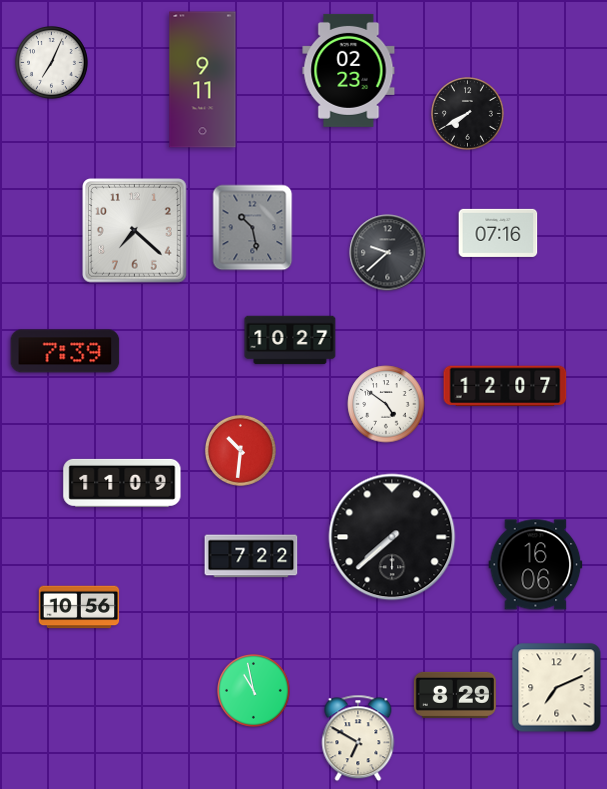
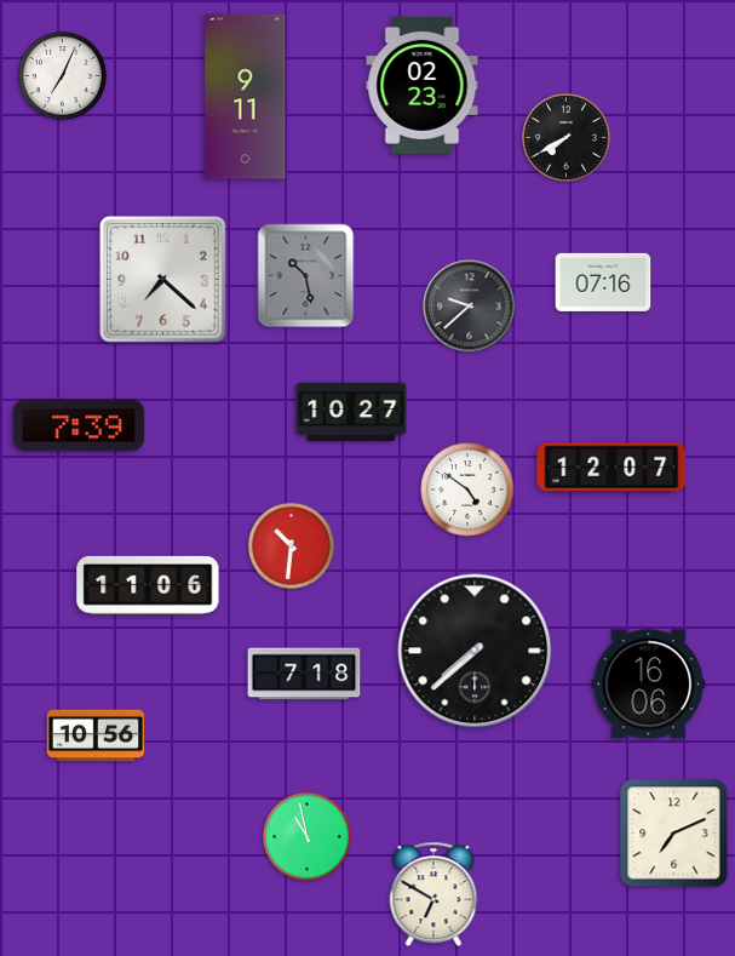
clock at (122, 483): 11:09 -> 11:06
clock at (251, 556): 7:22 -> 7:18
clock at (455, 695): 8:29 -> none
